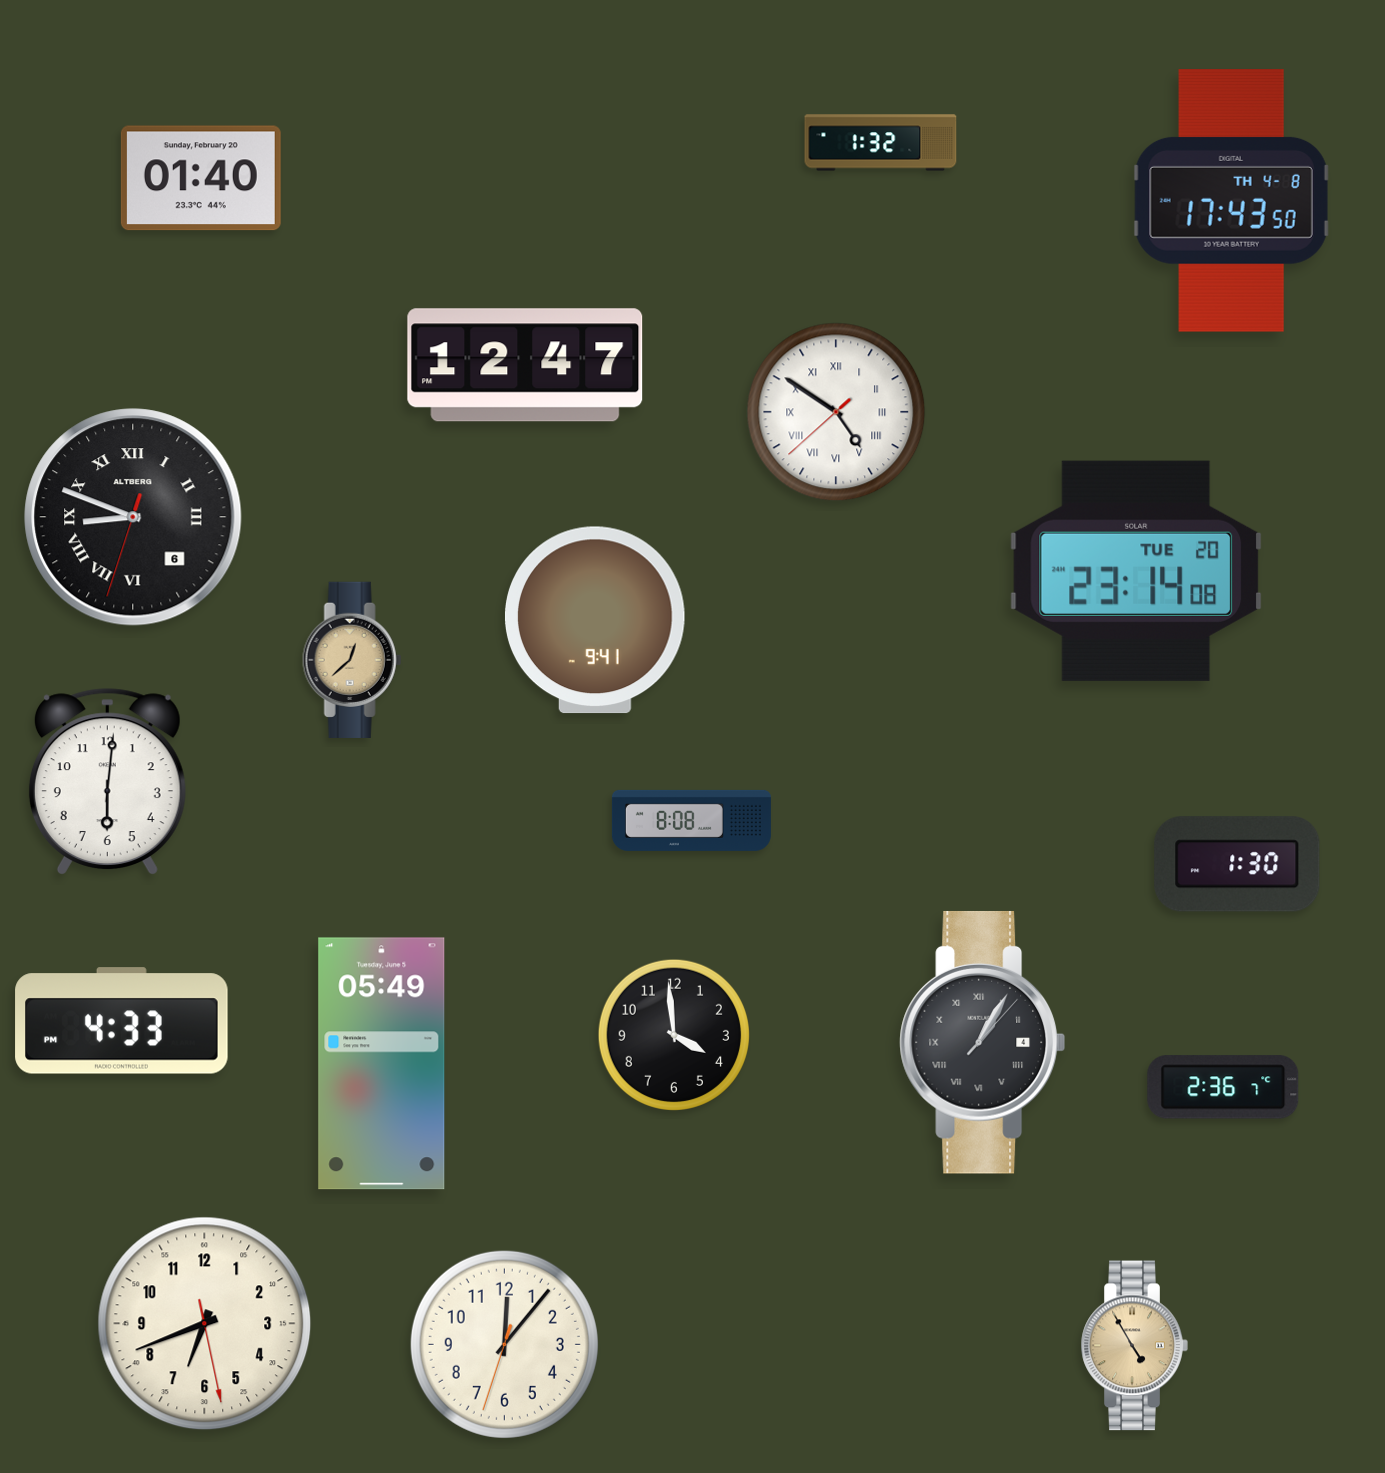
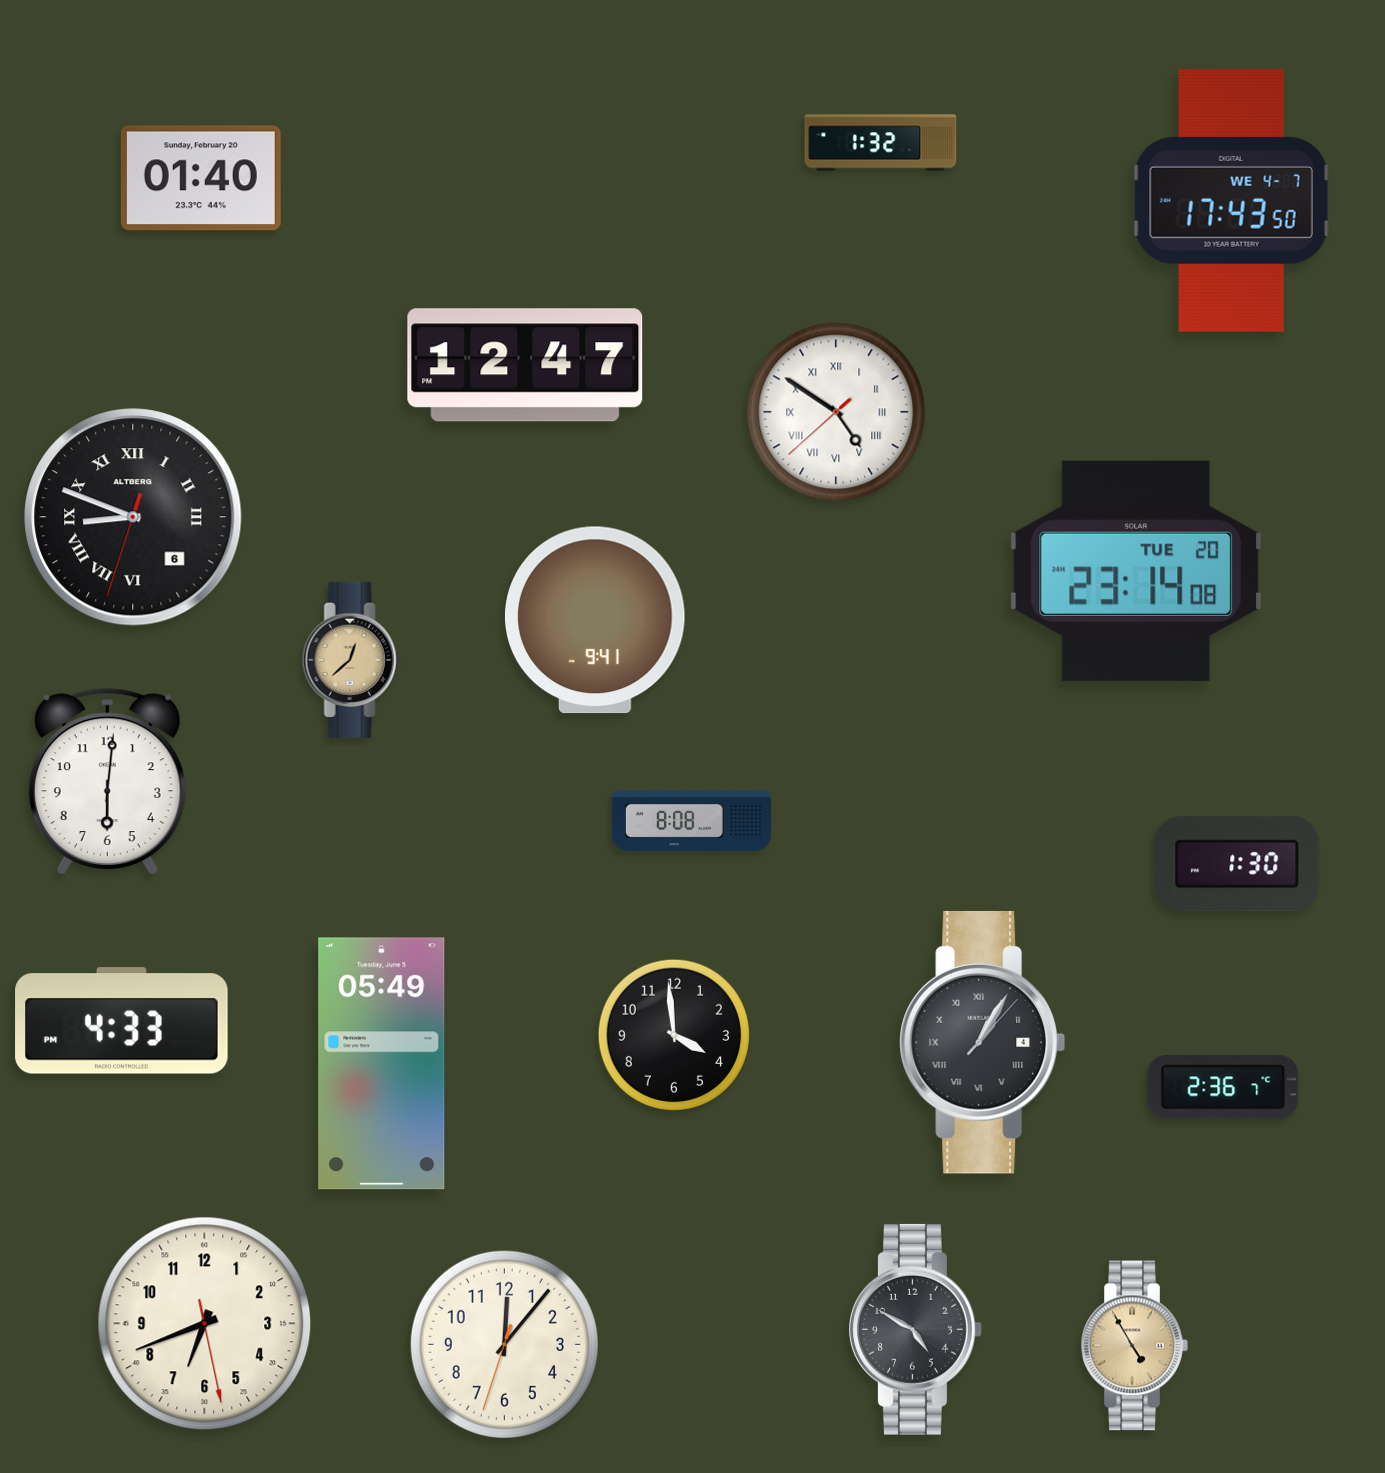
clock at (1231, 201) date: TH 4-8 -> WE 4-7
clock at (916, 1329): none -> 4:50
